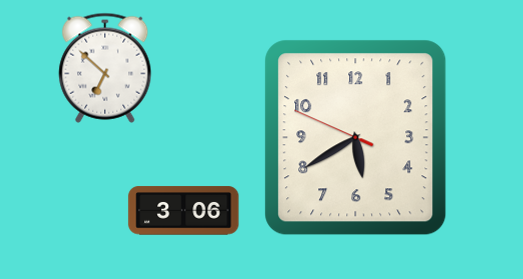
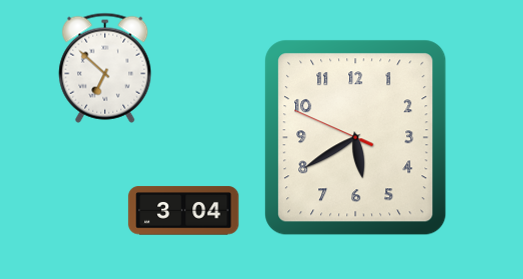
clock at (184, 211): 3:06 -> 3:04
